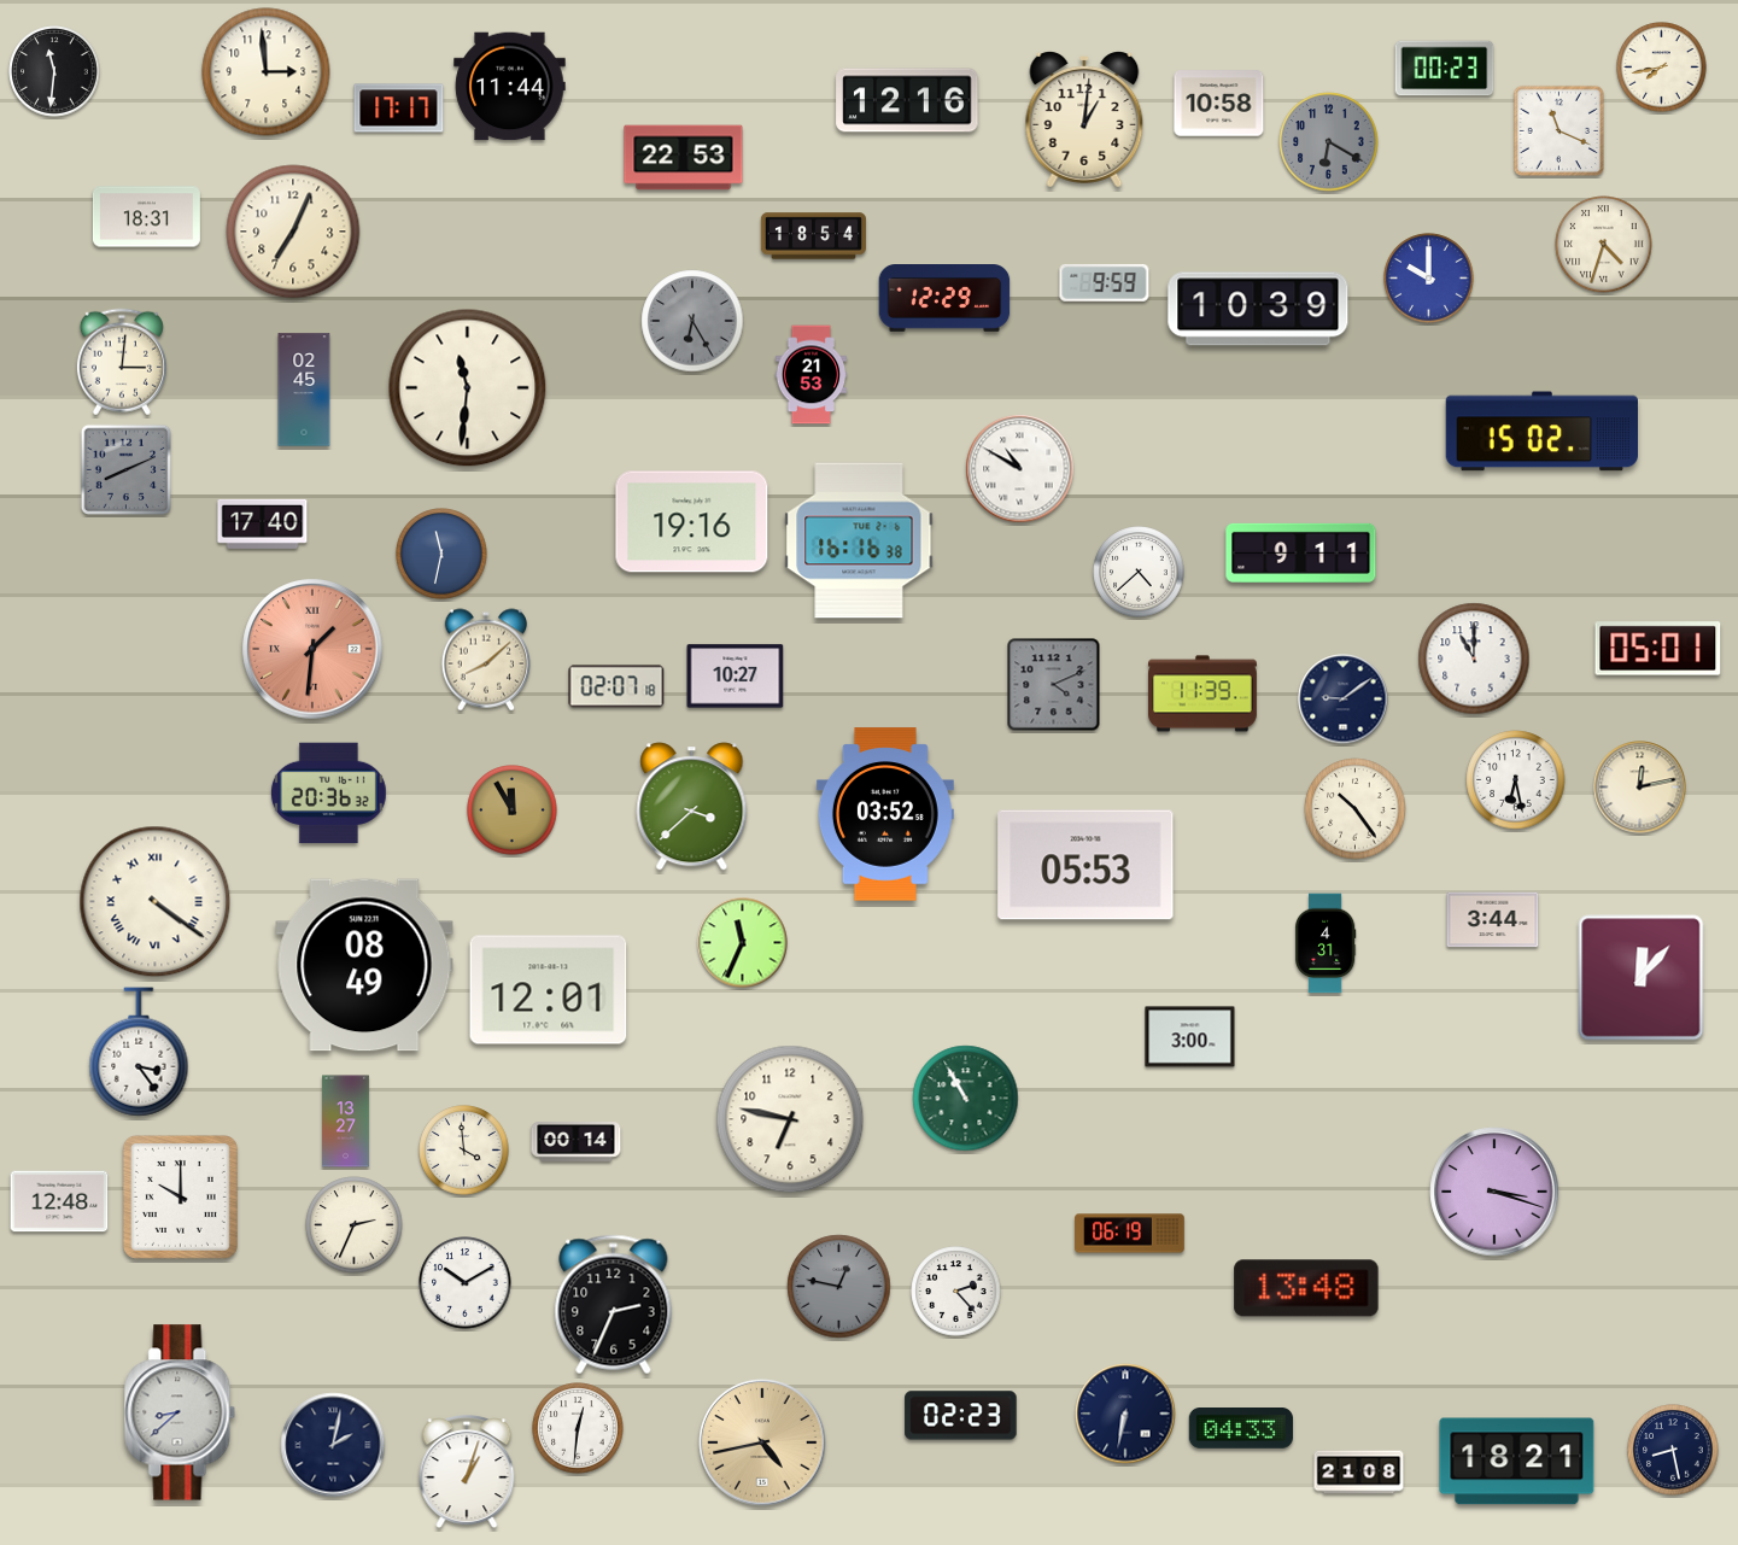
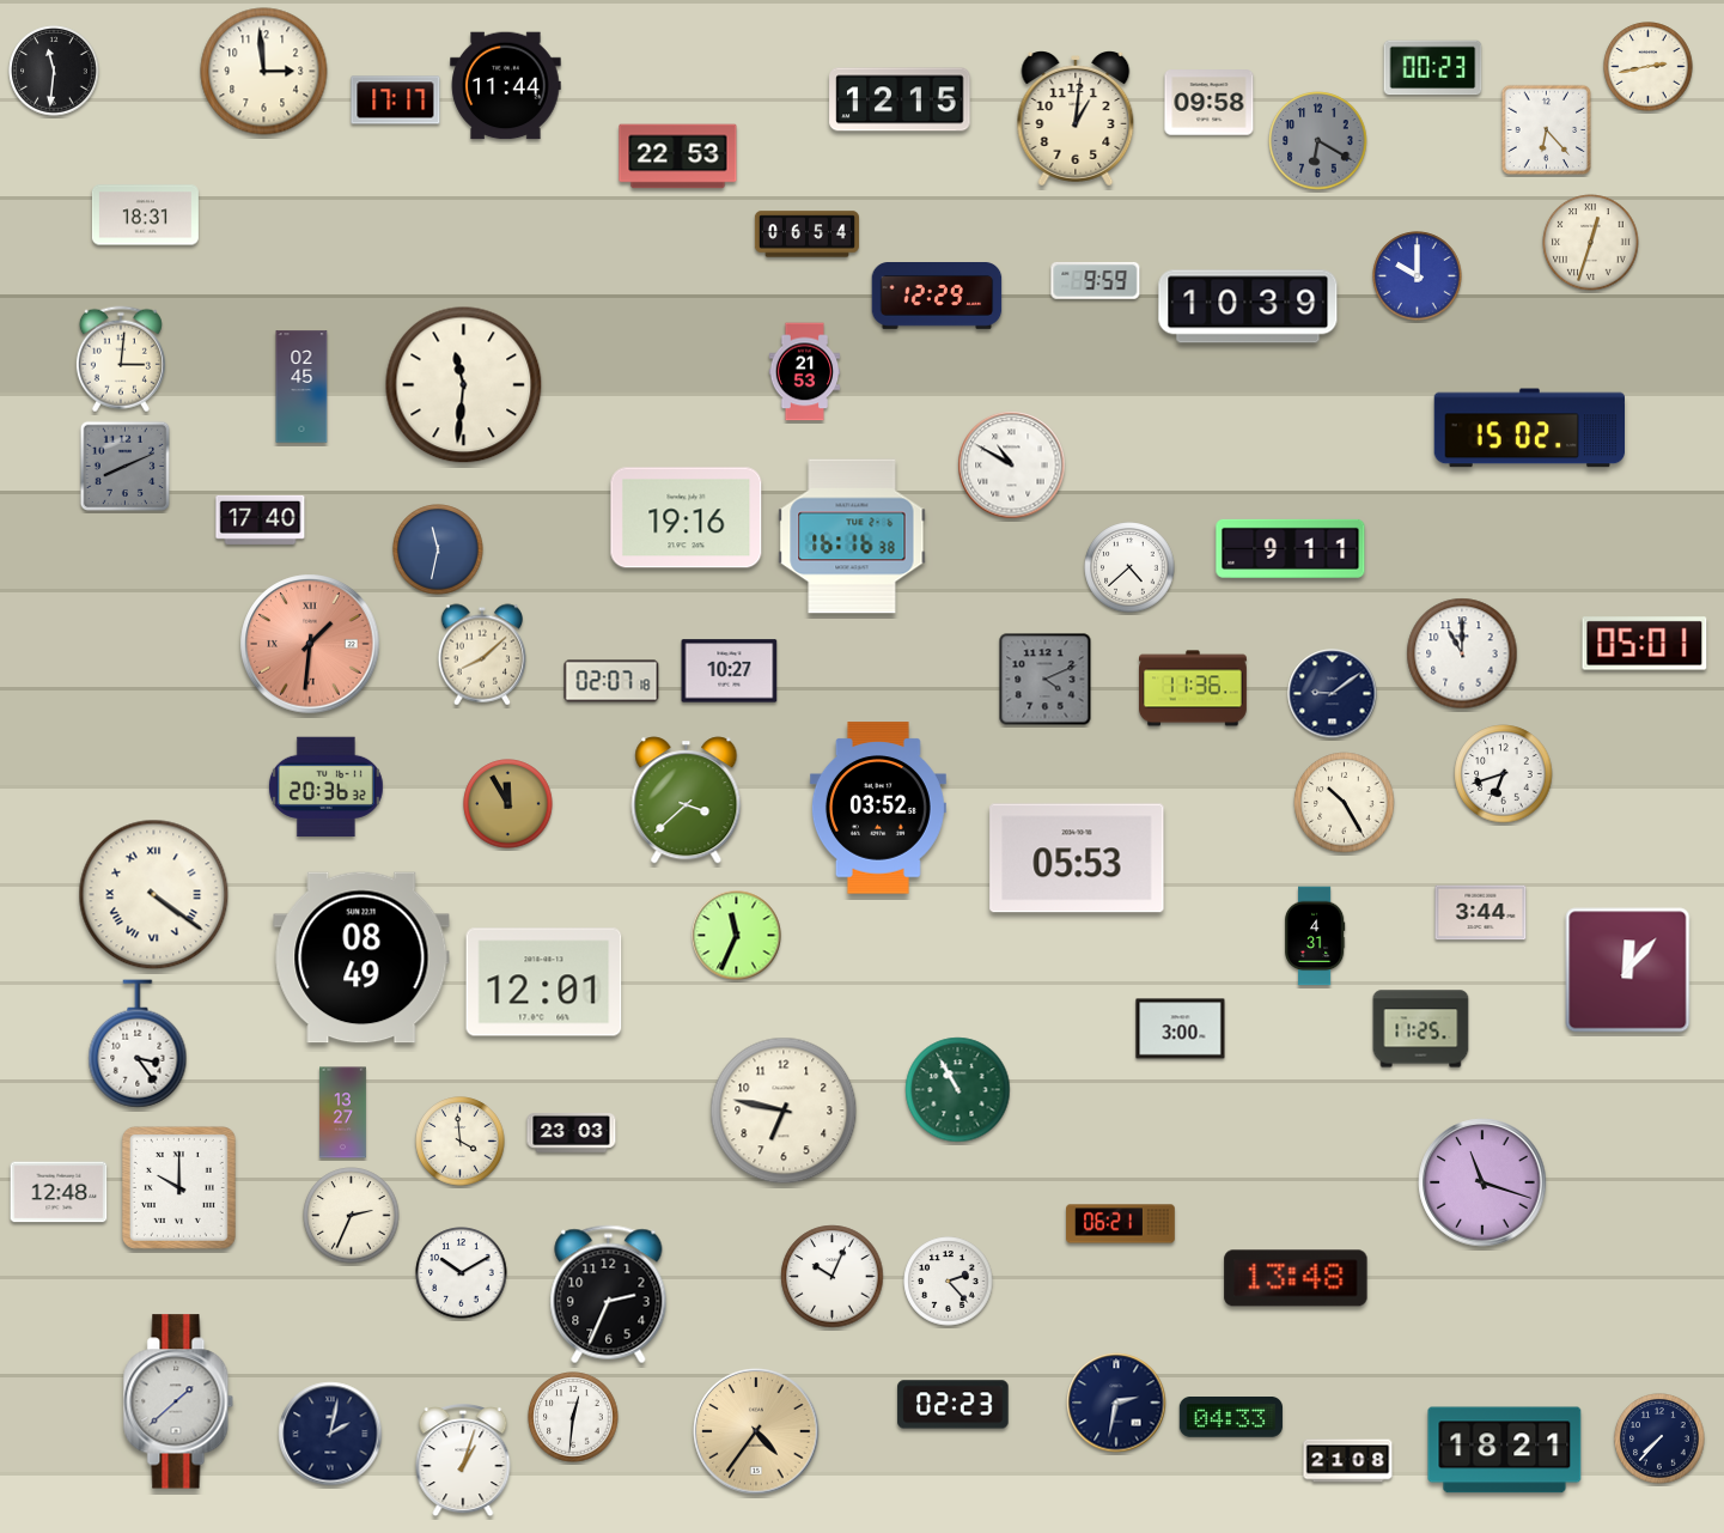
clock at (1662, 68): 7:43 -> 2:43
clock at (907, 100): 12:16 -> 12:15
clock at (1219, 104): 10:58 -> 09:58
clock at (399, 109) position: (399, 109) -> (396, 101)
clock at (1559, 131): 11:19 -> 6:23
clock at (293, 232): 7:04 -> none
clock at (813, 236): 18:54 -> 06:54
clock at (1604, 245): 4:33 -> 12:33
clock at (692, 321): 6:25 -> none
clock at (1204, 694): 11:39 -> 11:36
clock at (1516, 780): 6:28 -> 6:42
clock at (1640, 788): 12:13 -> none
clock at (1356, 809): 10:24 -> 10:25
clock at (1421, 1029): none -> 11:25
clock at (577, 1142): 00:14 -> 23:03
clock at (1494, 1192): 3:18 -> 11:18
clock at (1130, 1234): 06:19 -> 06:21
clock at (839, 1287): 12:47 -> 10:04
clock at (839, 1287) dial: grey -> white
clock at (180, 1412): 8:38 -> 1:38
clock at (1125, 1414): 6:32 -> 2:32
clock at (762, 1442): 4:43 -> 4:36
clock at (1673, 1450): 8:28 -> 7:37
